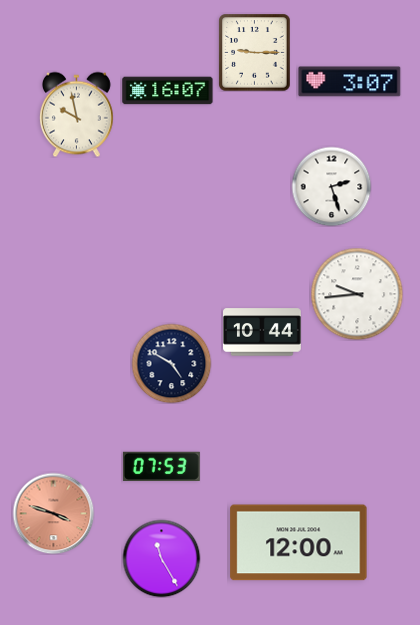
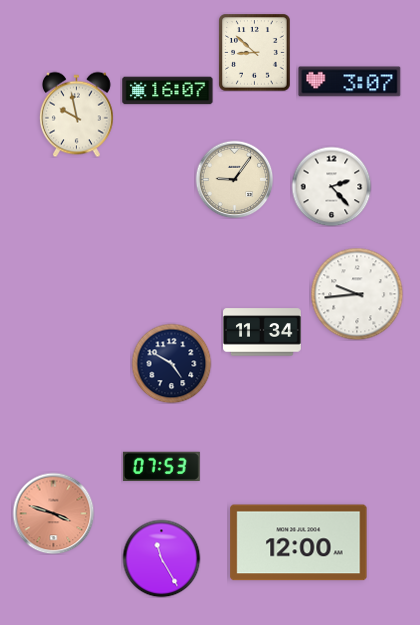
clock at (255, 52): 9:15 -> 8:52
clock at (234, 179): none -> 9:06
clock at (331, 186): 2:27 -> 2:23
clock at (263, 332): 10:44 -> 11:34
